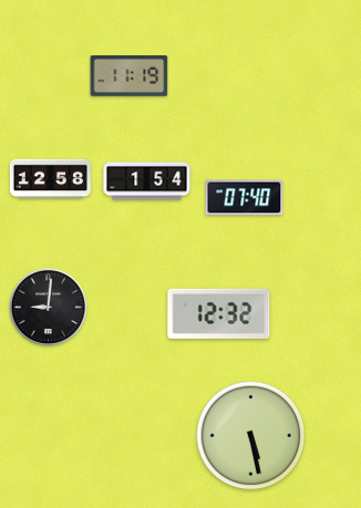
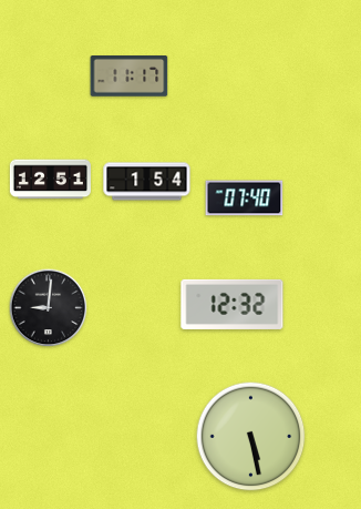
clock at (130, 76): 11:19 -> 11:17
clock at (50, 179): 12:58 -> 12:51
clock at (219, 313) position: (219, 313) -> (233, 304)
